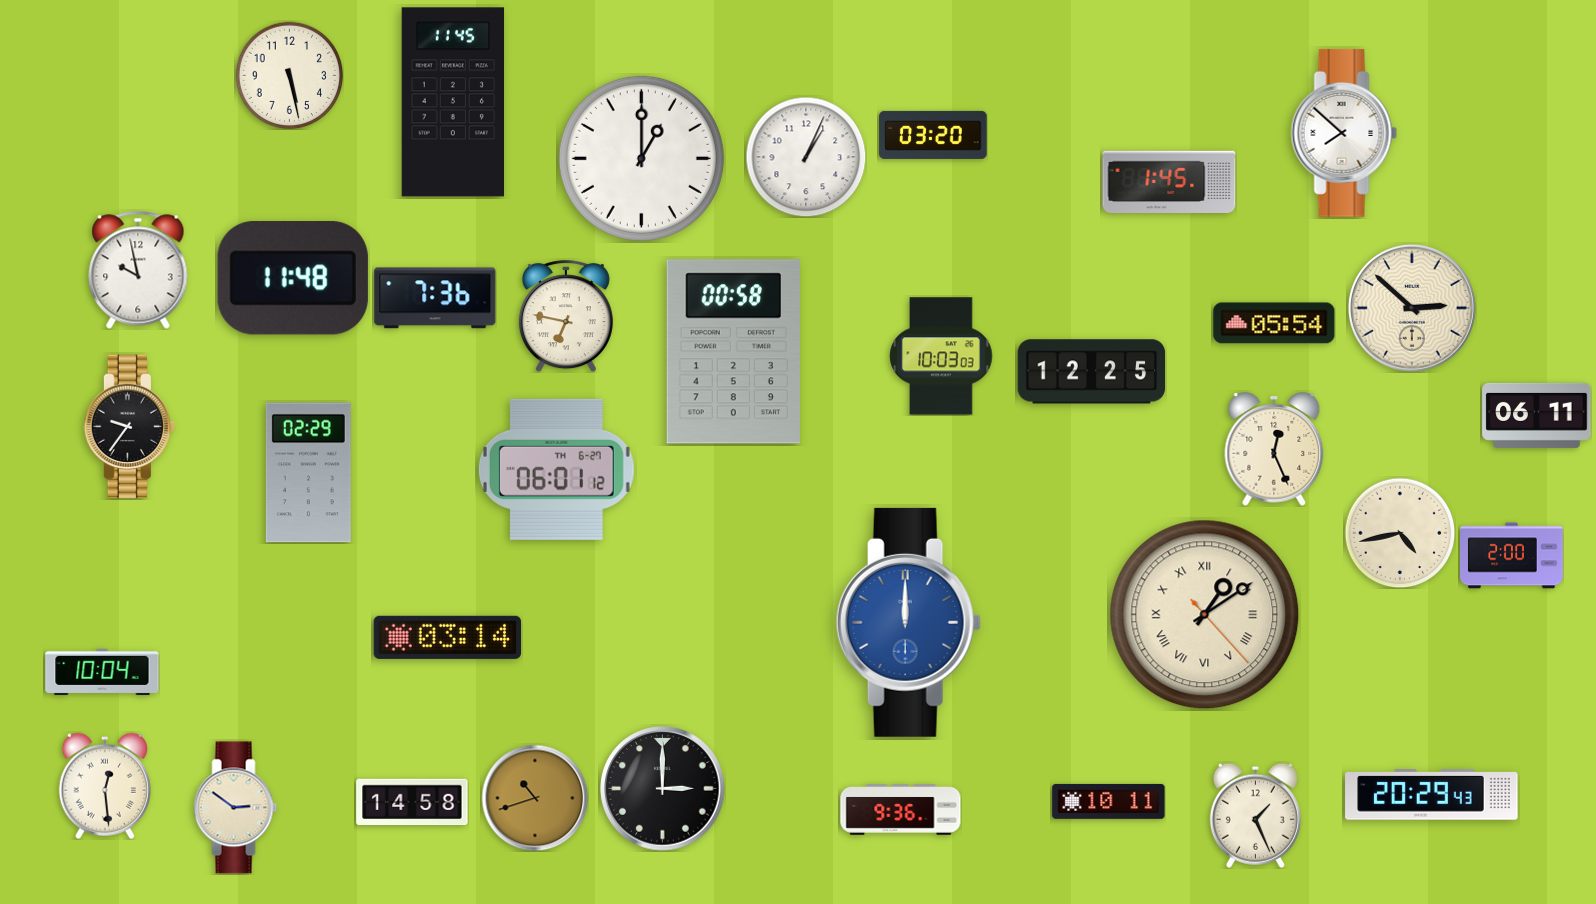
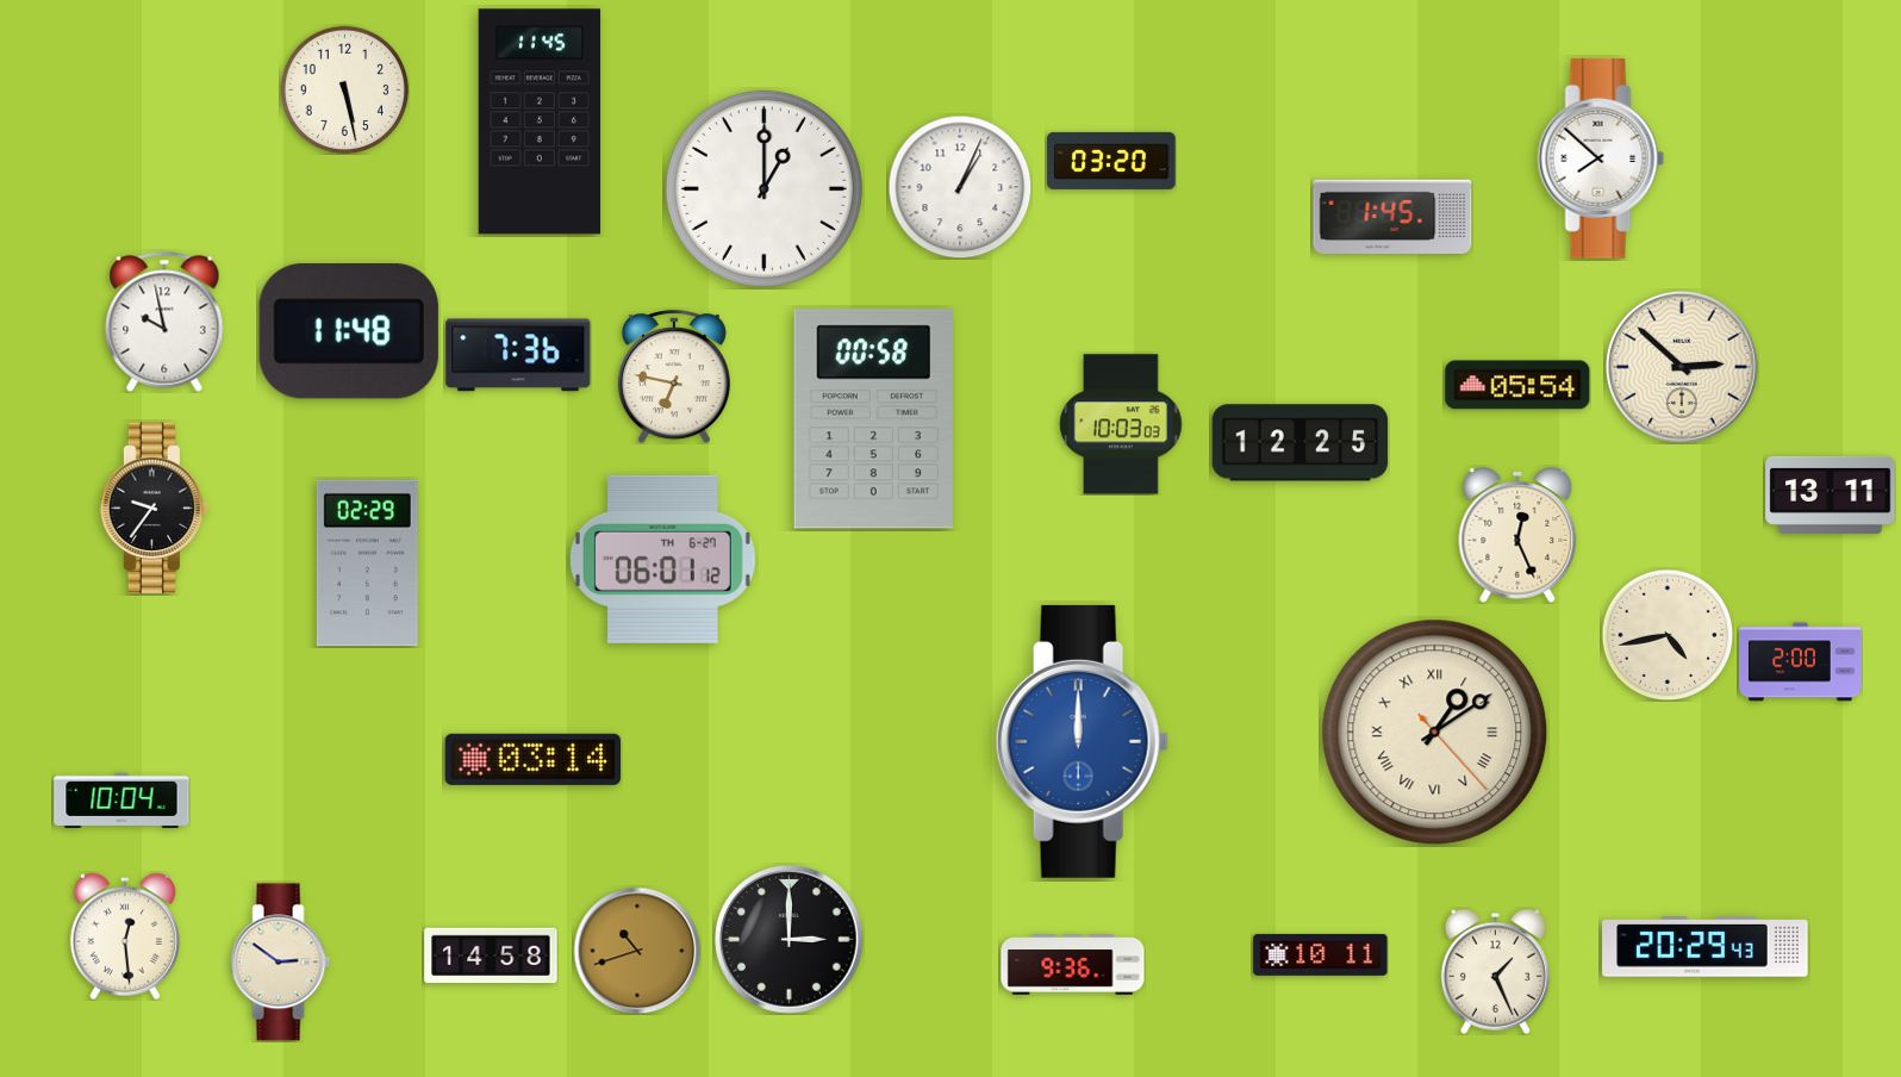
clock at (1537, 415): 06:11 -> 13:11
